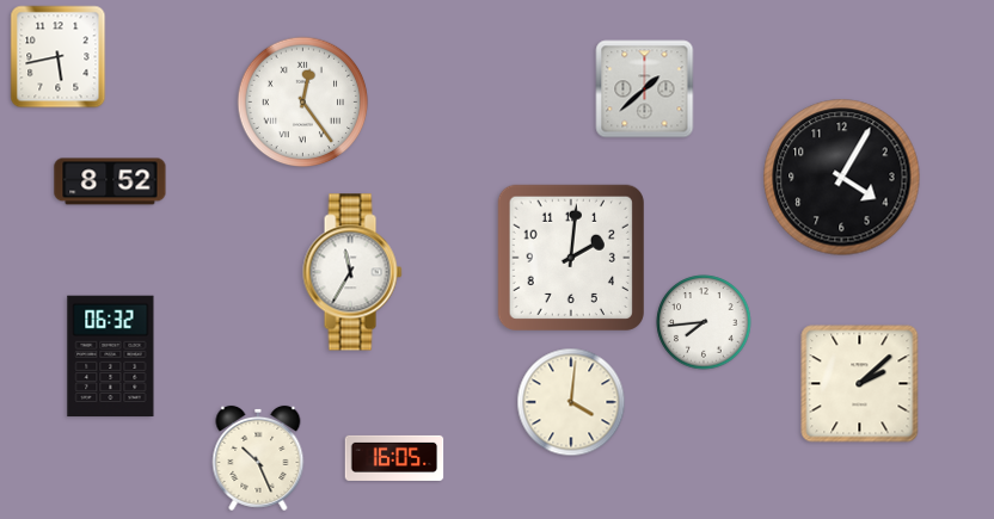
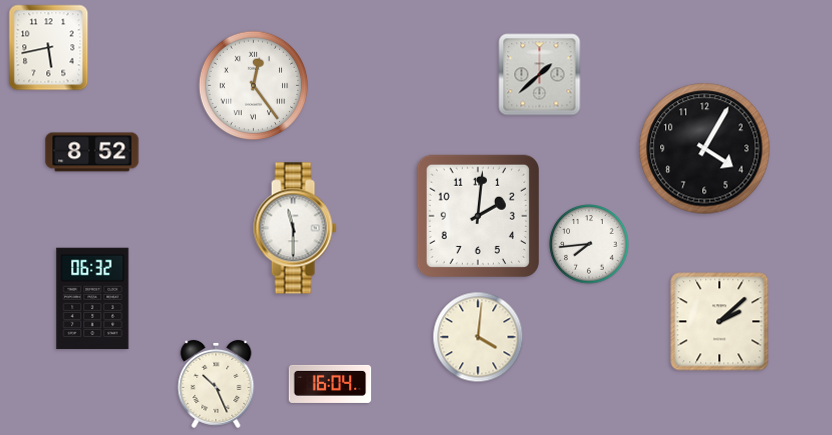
clock at (352, 272): 11:35 -> 11:30
clock at (704, 322) position: (704, 322) -> (589, 244)
clock at (394, 458): 16:05 -> 16:04
